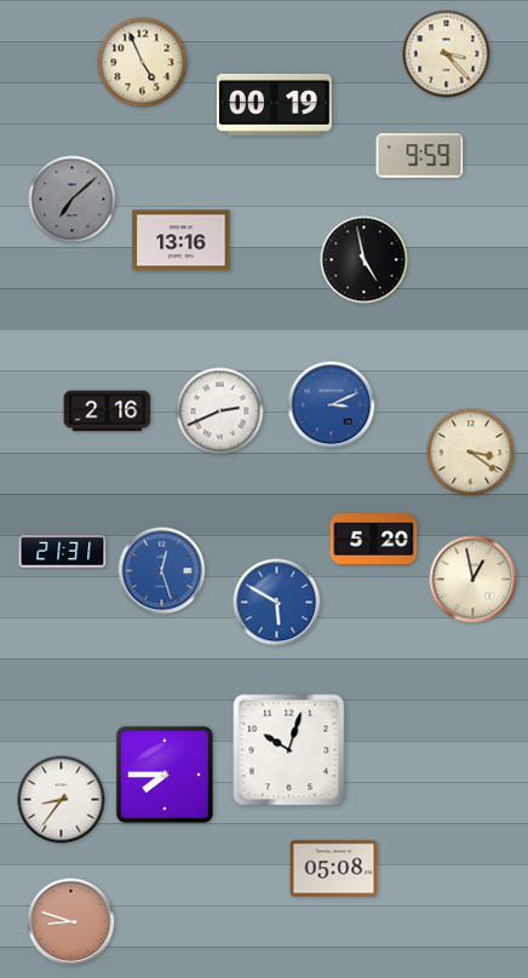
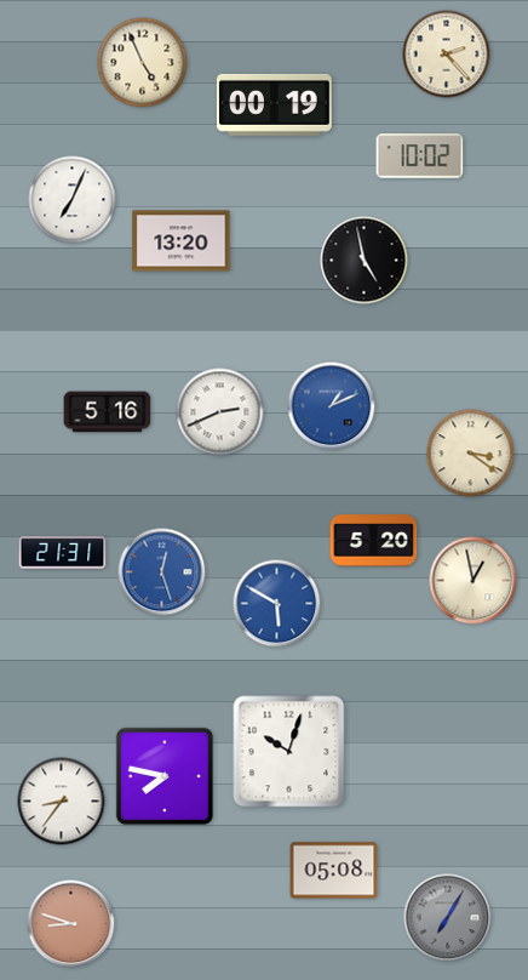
clock at (447, 54): 3:23 -> 2:23
clock at (420, 156): 9:59 -> 10:02
clock at (73, 200): 7:08 -> 7:04
clock at (73, 200) dial: grey -> white
clock at (182, 241): 13:16 -> 13:20
clock at (332, 405): 3:11 -> 1:11
clock at (108, 412): 2:16 -> 5:16
clock at (165, 775): 7:45 -> 7:47
clock at (448, 918): none -> 7:05
